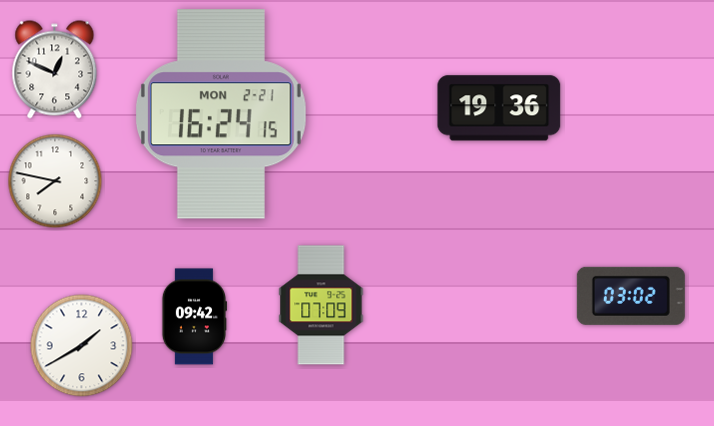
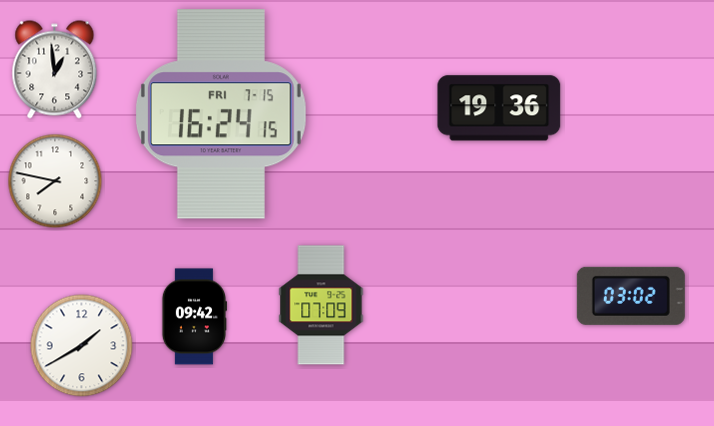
clock at (55, 70): 12:49 -> 12:59
clock at (221, 114) date: MON 2-21 -> FRI 7-15
